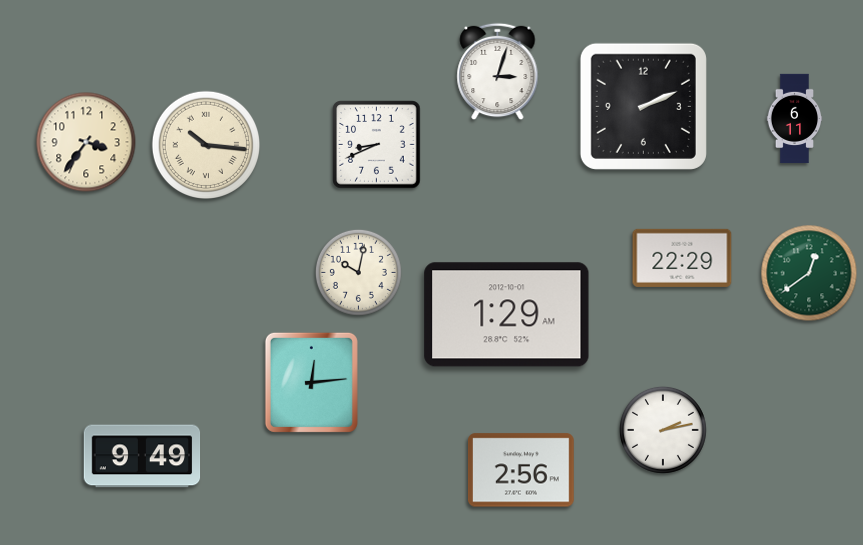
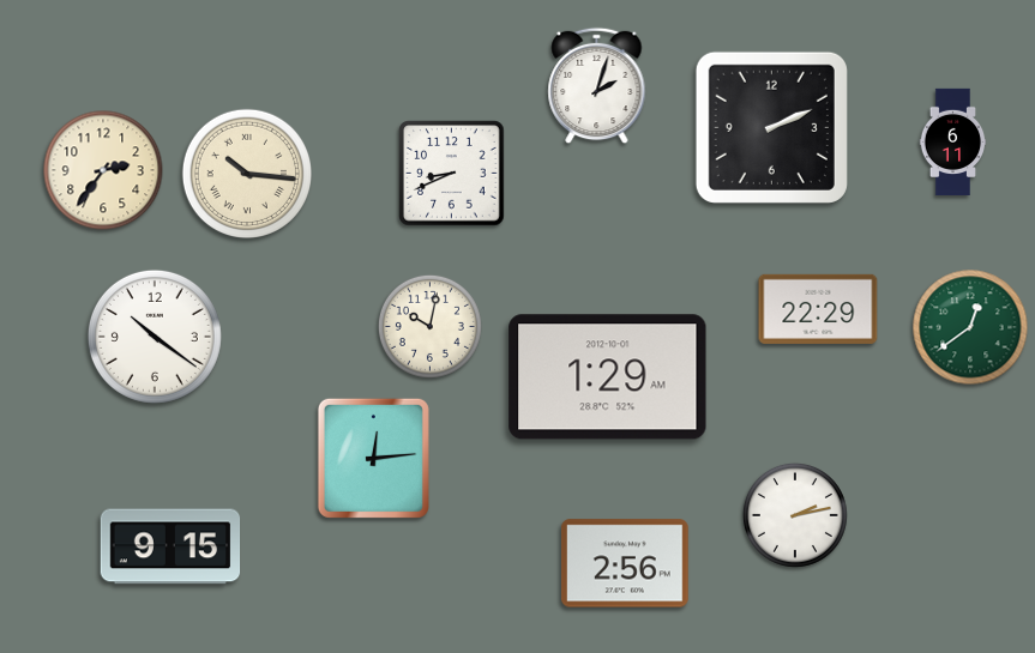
clock at (498, 72): 3:03 -> 2:03
clock at (86, 142): 3:36 -> 2:36
clock at (155, 337): none -> 10:21
clock at (142, 456): 9:49 -> 9:15
